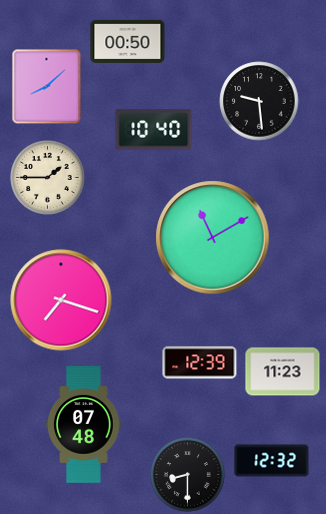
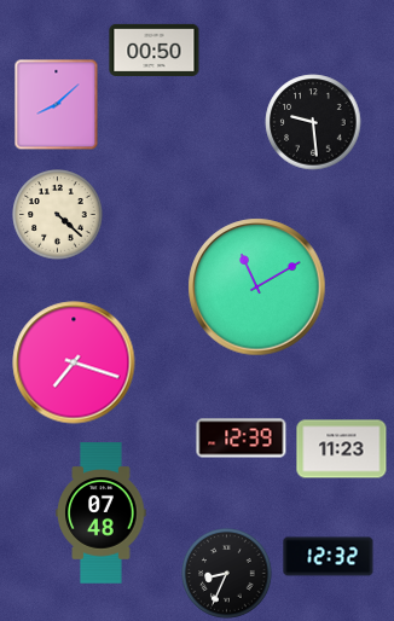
clock at (154, 130): 10:40 -> none
clock at (48, 178): 1:45 -> 4:22
clock at (188, 475): 8:30 -> 8:34
